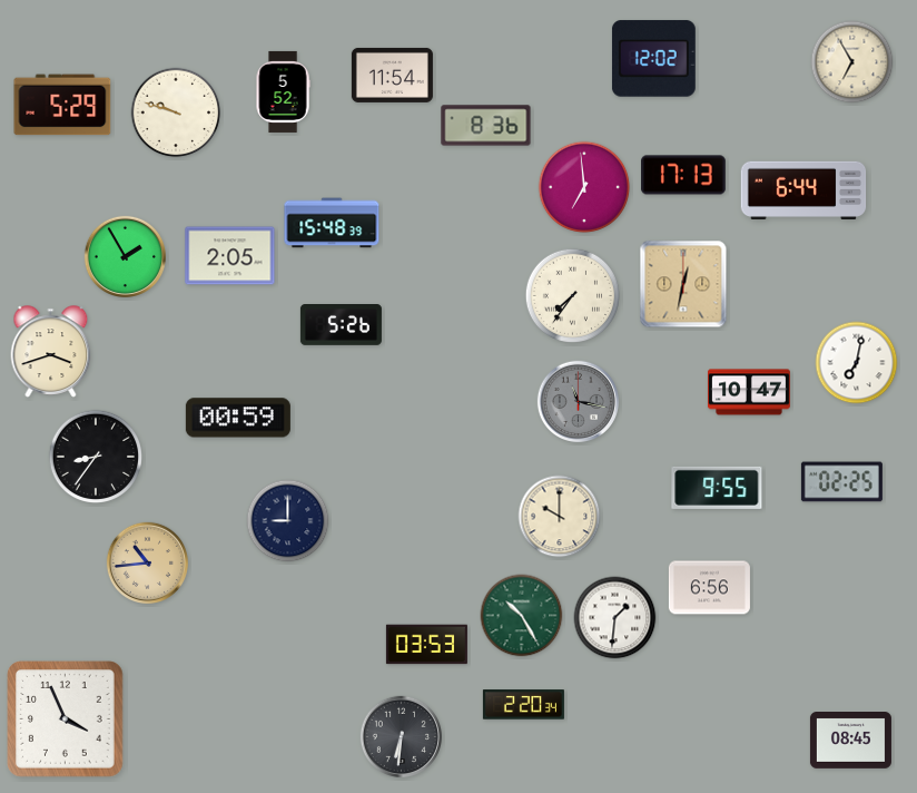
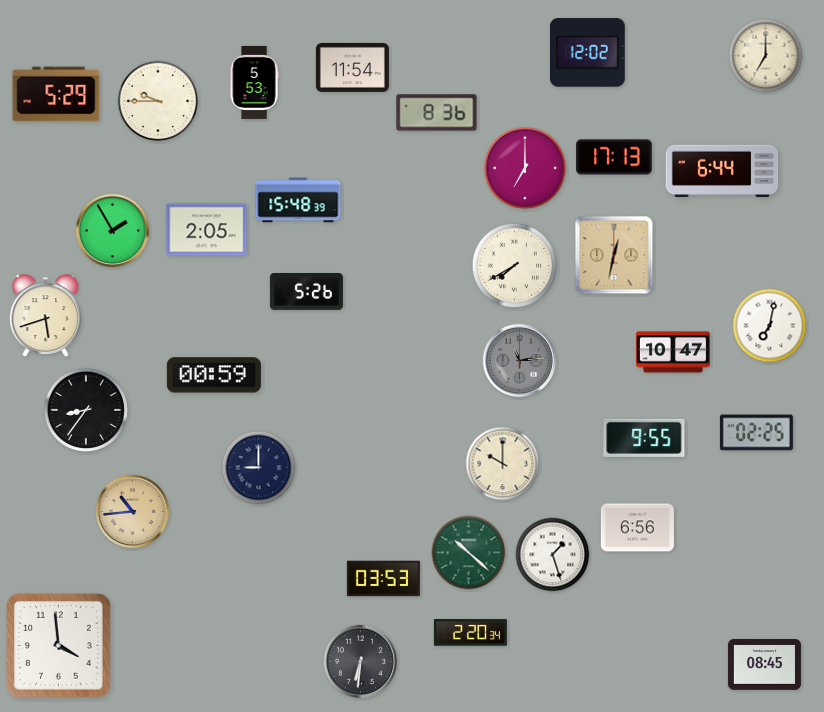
clock at (852, 62): 6:55 -> 7:00
clock at (283, 91): 5:52 -> 5:53
clock at (176, 112): 9:48 -> 9:45
clock at (584, 187): 6:59 -> 7:00
clock at (572, 295): 7:36 -> 7:40
clock at (51, 352): 3:42 -> 5:42
clock at (578, 401): 11:17 -> 11:14
clock at (147, 562) position: (147, 562) -> (132, 511)
clock at (522, 616): 10:25 -> 10:22
clock at (615, 618): 1:31 -> 1:27
clock at (66, 719): 3:56 -> 3:59
